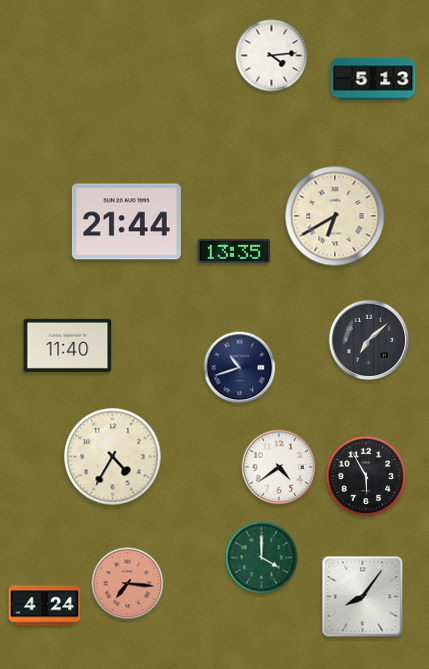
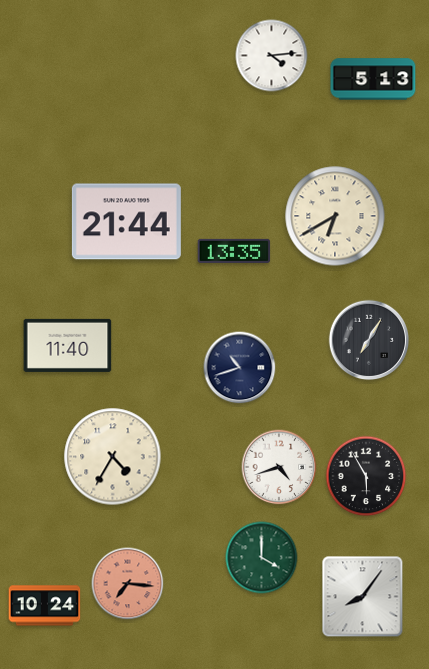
clock at (369, 340): 7:08 -> 7:05
clock at (279, 467): 4:39 -> 4:42
clock at (45, 606): 4:24 -> 10:24
